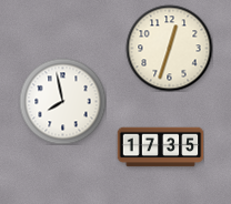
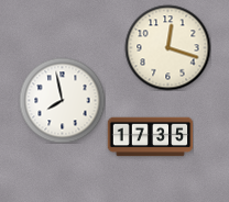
clock at (169, 48): 12:33 -> 12:18
clock at (160, 147) position: (160, 147) -> (150, 137)
